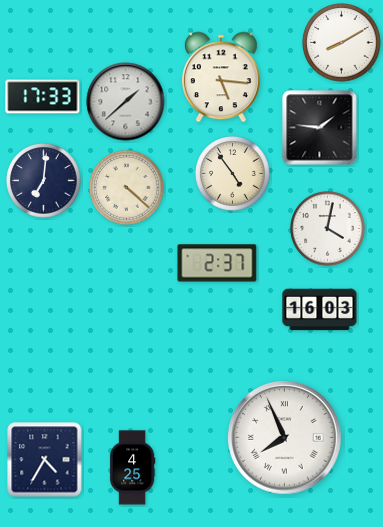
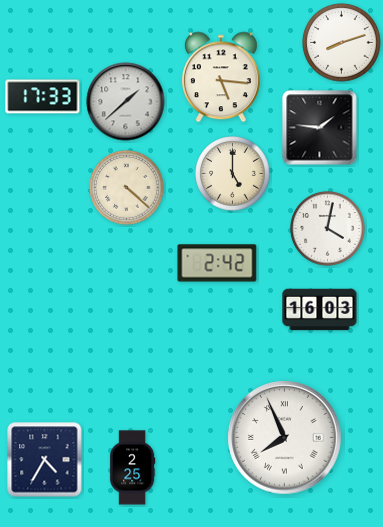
clock at (342, 43): 8:10 -> 8:12
clock at (233, 174): 4:54 -> 5:00
clock at (44, 181): 7:01 -> none
clock at (217, 263): 2:37 -> 2:42
clock at (132, 468): 4:25 -> 2:25
